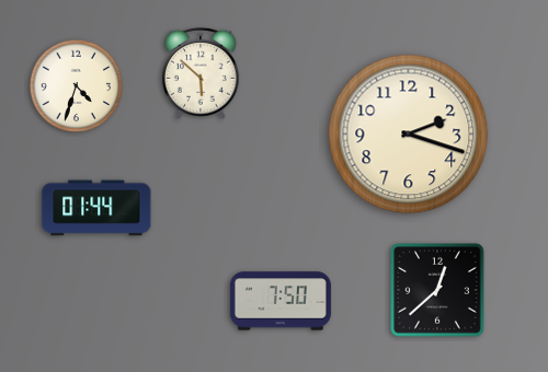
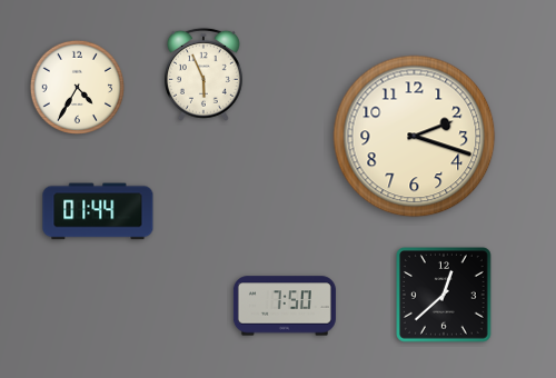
clock at (201, 73): 5:52 -> 5:56
clock at (76, 85): 4:33 -> 4:35
